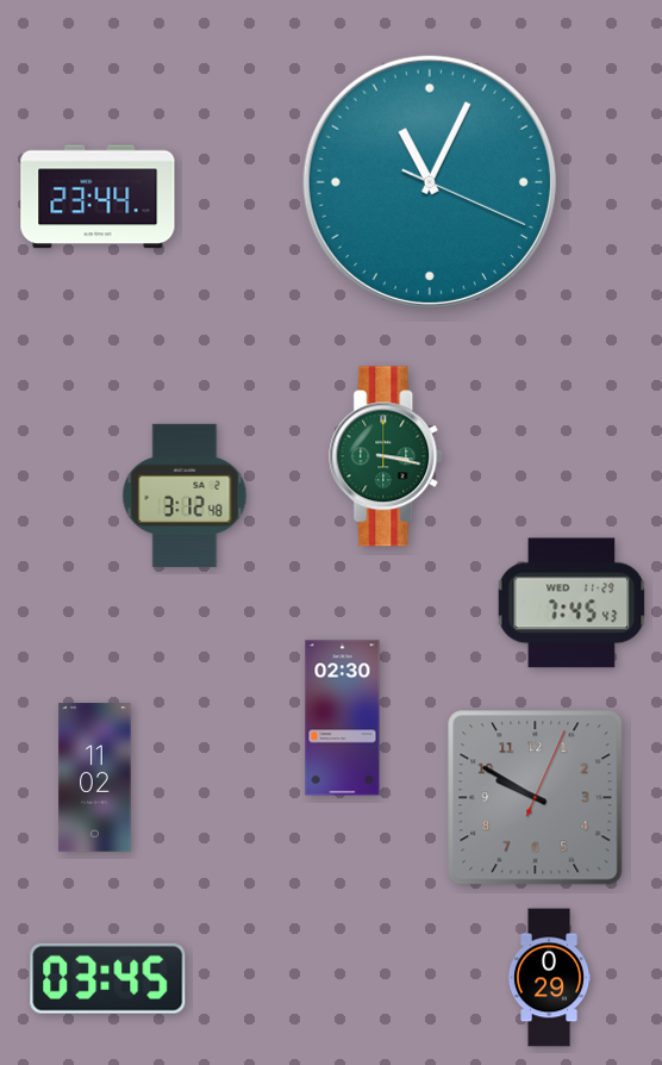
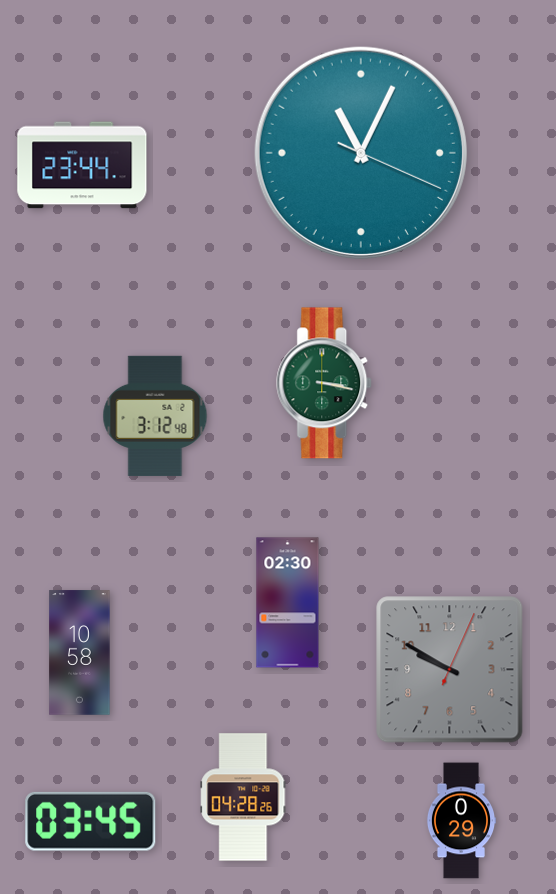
clock at (572, 603): 7:45 -> none
clock at (95, 778): 11:02 -> 10:58
clock at (243, 797): none -> 04:28
